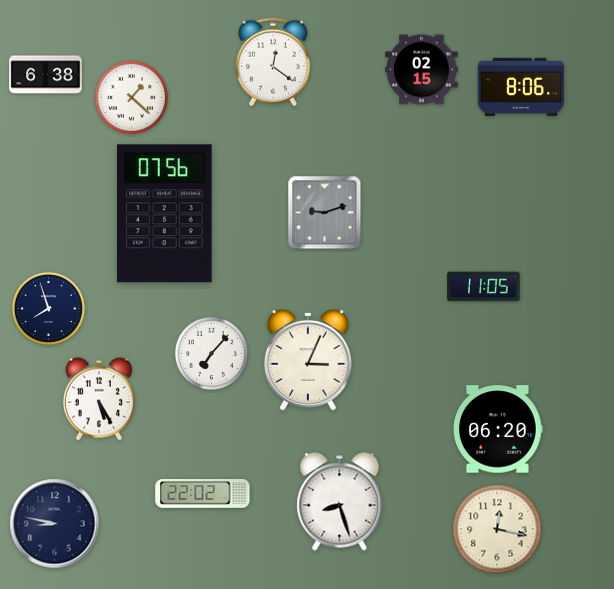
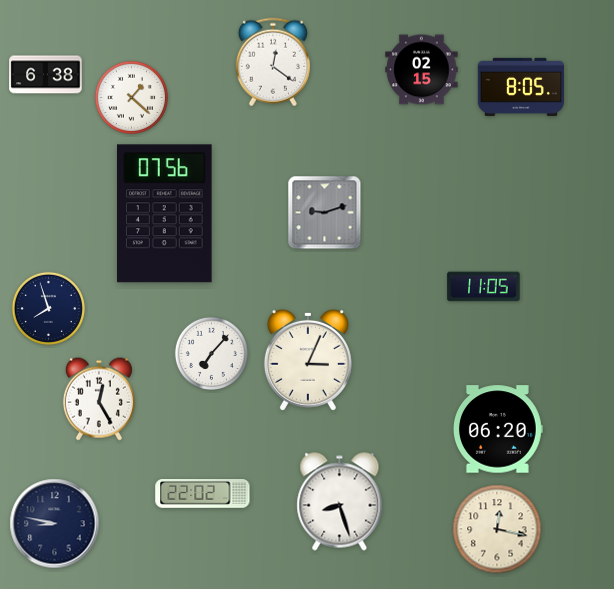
clock at (520, 87): 8:06 -> 8:05
clock at (99, 399): 5:25 -> 12:25
